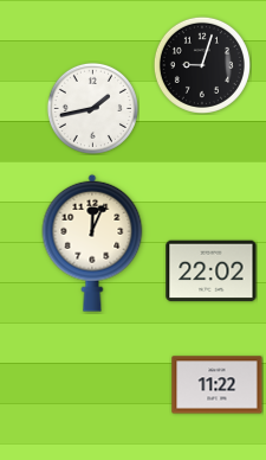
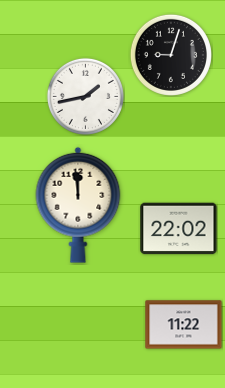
clock at (92, 108) position: (92, 108) -> (85, 96)
clock at (92, 243): 12:04 -> 11:59
